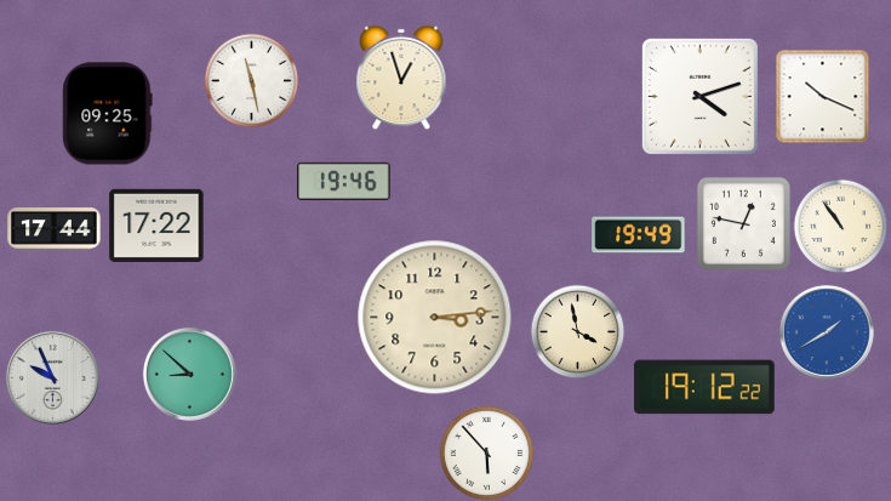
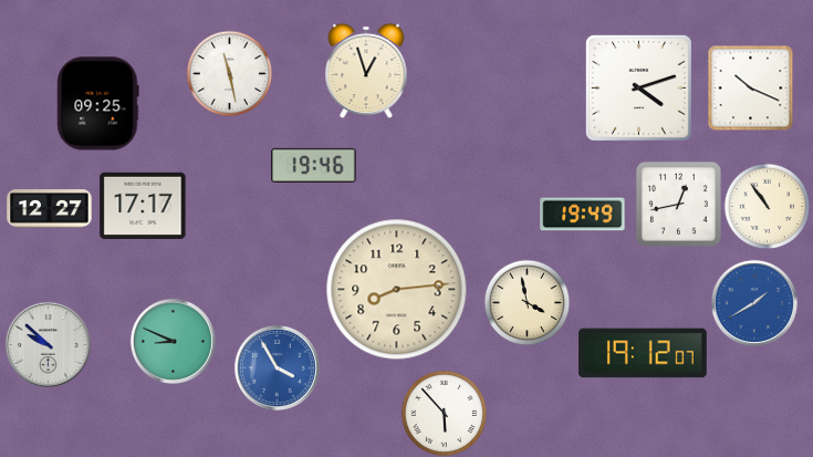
clock at (743, 223): 12:47 -> 12:43
clock at (156, 226): 17:22 -> 17:17
clock at (55, 229): 17:44 -> 12:27
clock at (435, 318): 3:14 -> 8:14
clock at (189, 374): 8:52 -> 8:49
clock at (52, 377): 9:56 -> 9:52
clock at (704, 387): 19:12:22 -> 19:12:07
clock at (277, 367): none -> 3:55
